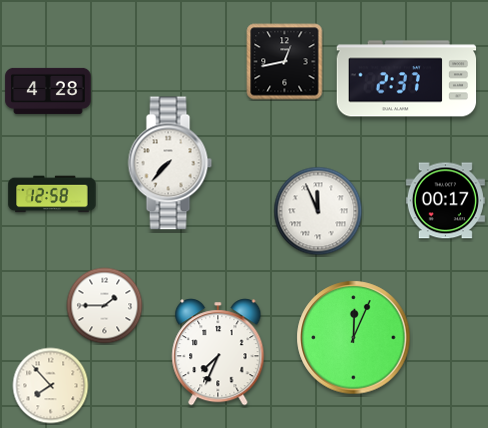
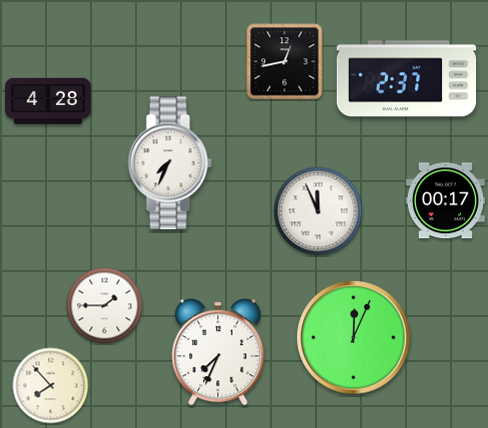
clock at (48, 91) position: (48, 91) -> (48, 101)
clock at (170, 163): 7:37 -> 7:34
clock at (52, 194): 12:58 -> none
